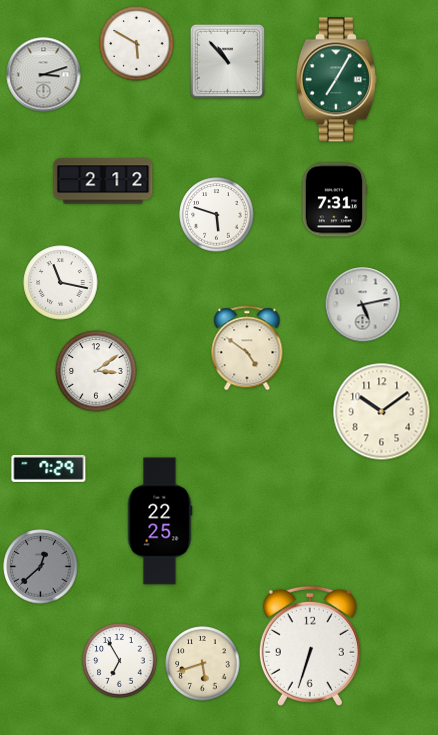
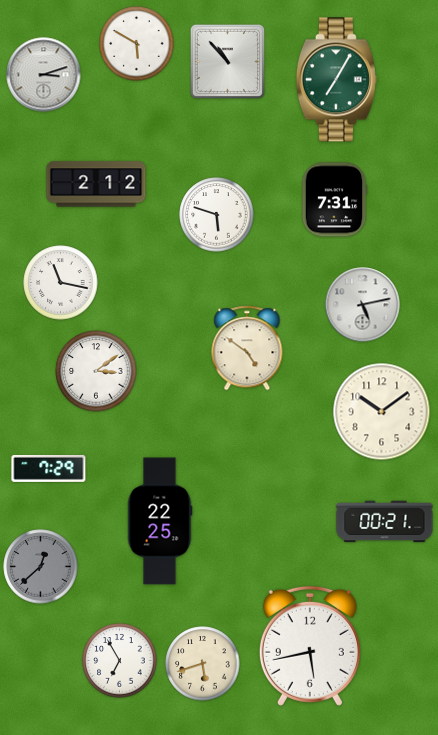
clock at (103, 181) position: (103, 181) -> (96, 184)
clock at (385, 522): none -> 00:21
clock at (310, 646): 6:33 -> 5:43
